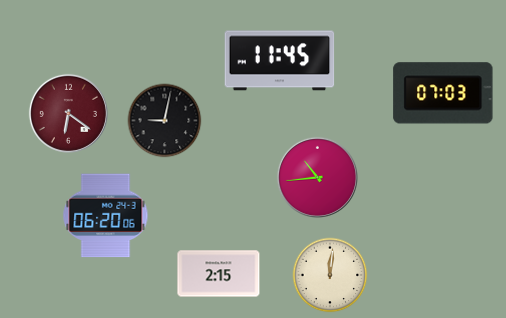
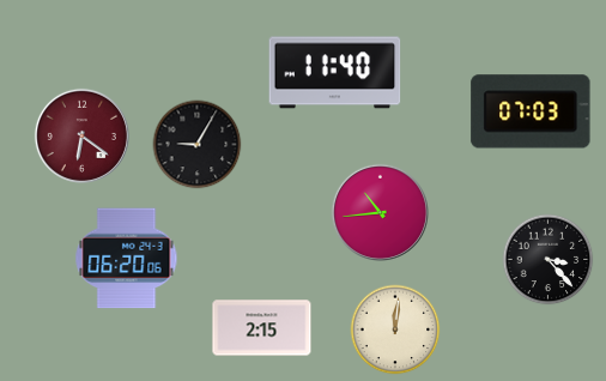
clock at (280, 61): 11:45 -> 11:40
clock at (165, 121): 9:02 -> 9:05
clock at (549, 260): none -> 3:23
